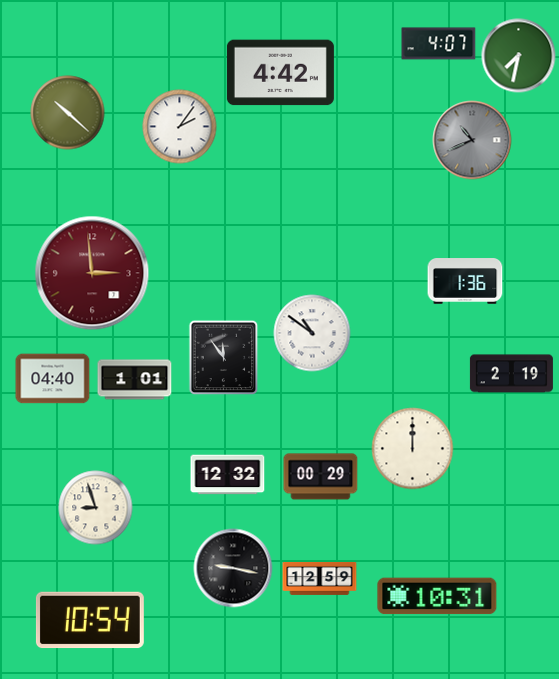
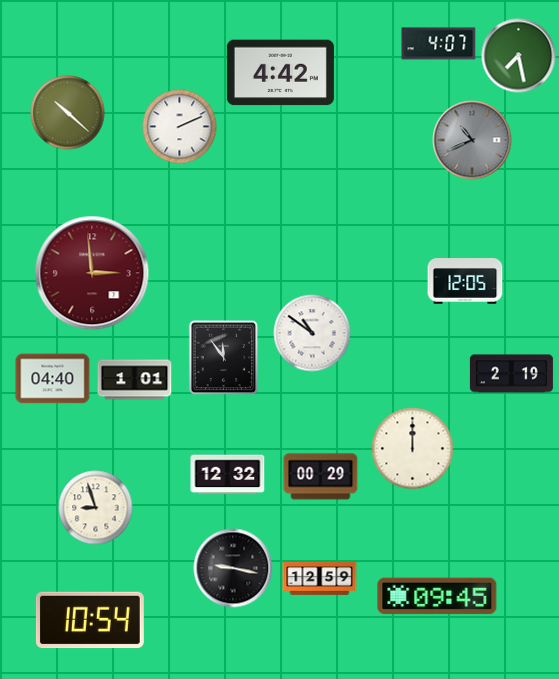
clock at (519, 56): 7:32 -> 7:28
clock at (180, 127): 2:06 -> 2:11
clock at (465, 281): 1:36 -> 12:05
clock at (437, 596): 10:31 -> 09:45
